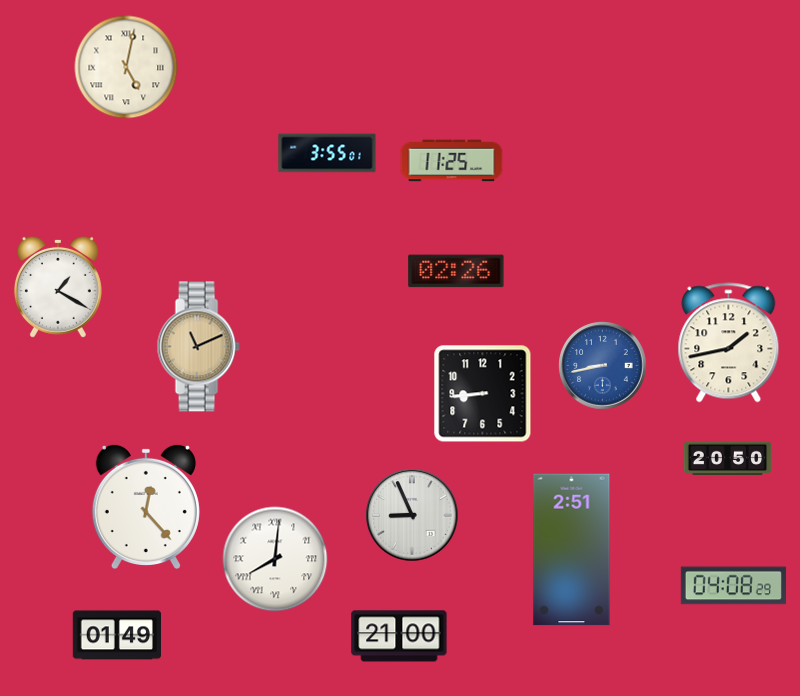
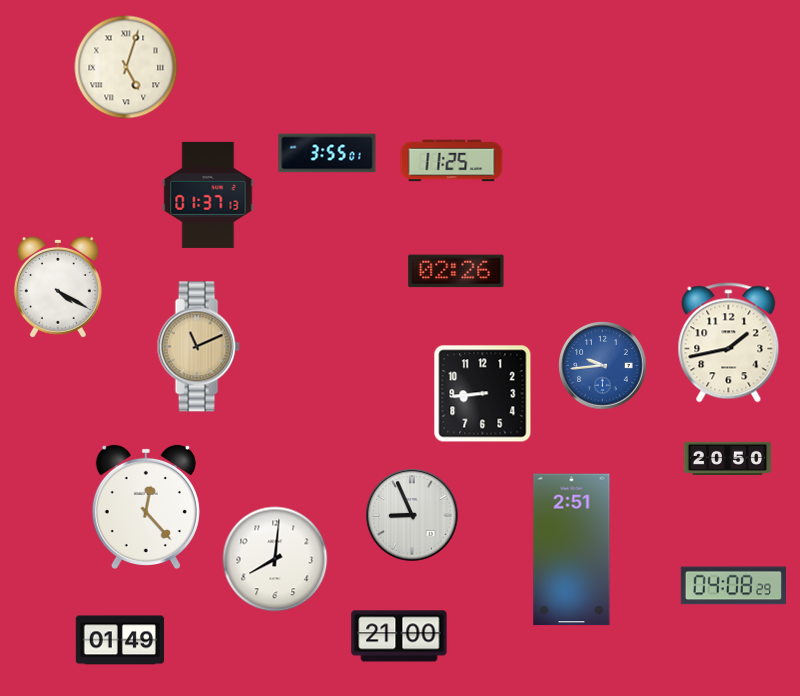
clock at (126, 67): 5:02 -> 5:03
clock at (208, 195): none -> 01:37
clock at (58, 287): 1:20 -> 4:20
clock at (603, 366): 8:43 -> 9:44
clock at (275, 559) numerals: Roman -> Arabic
clock at (116, 635) position: (116, 635) -> (119, 640)
